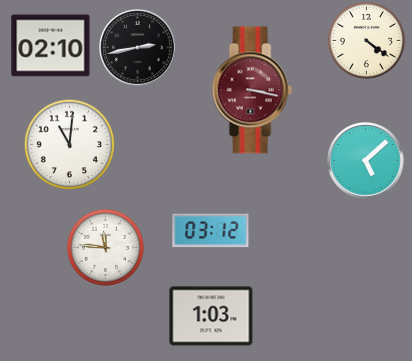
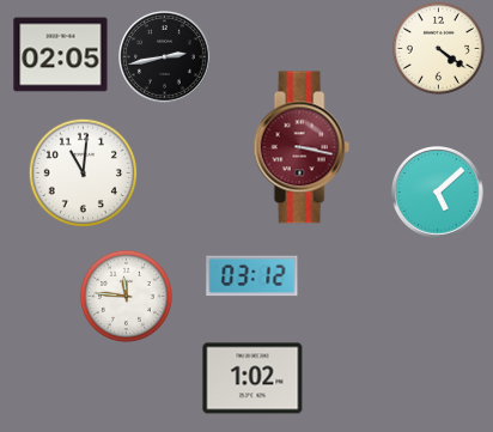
clock at (51, 46): 02:10 -> 02:05
clock at (252, 90) position: (252, 90) -> (302, 147)
clock at (211, 316): 1:03 -> 1:02
